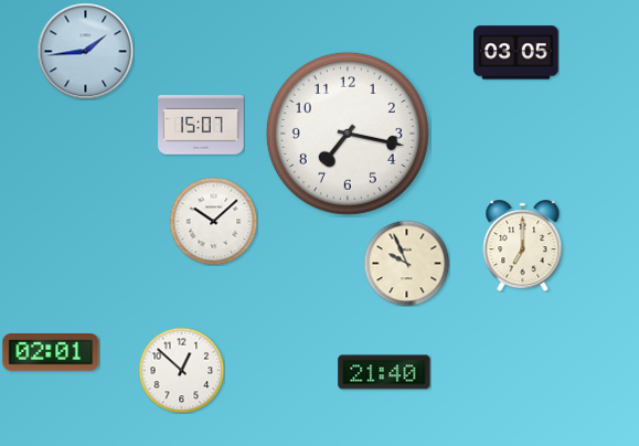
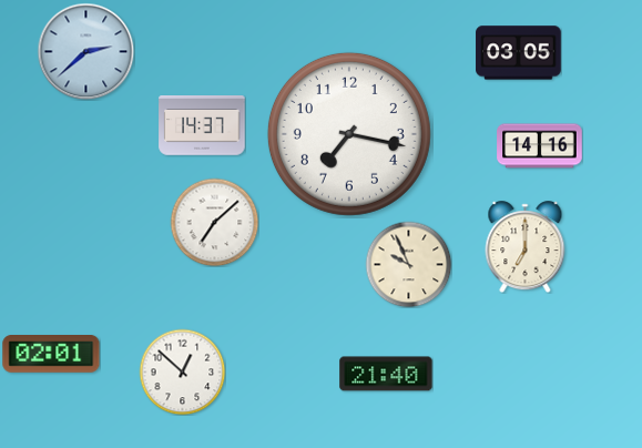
clock at (85, 51): 1:44 -> 2:38
clock at (201, 126): 15:07 -> 14:37
clock at (540, 146): none -> 14:16
clock at (213, 221): 10:08 -> 7:08
